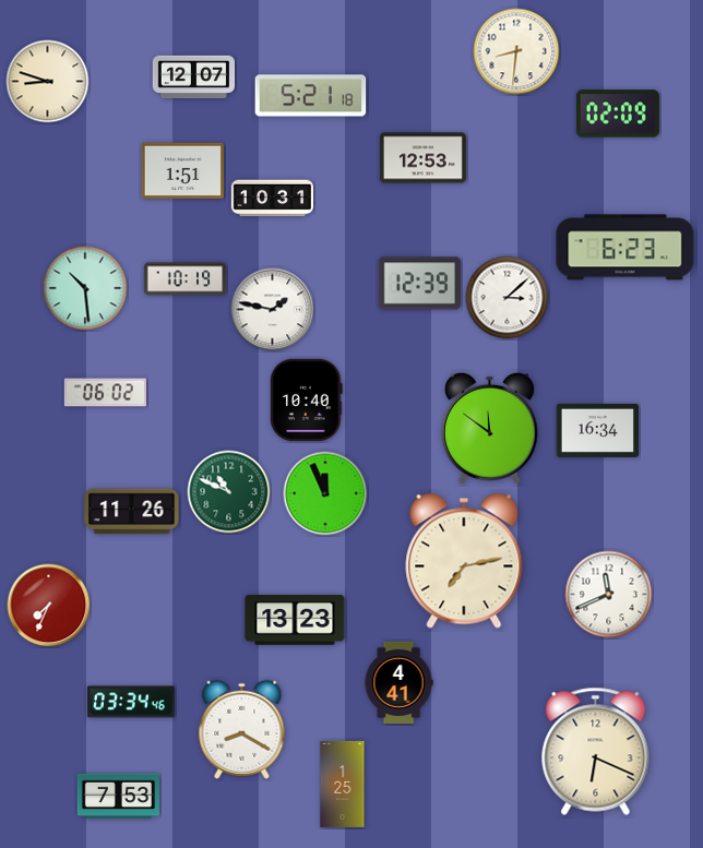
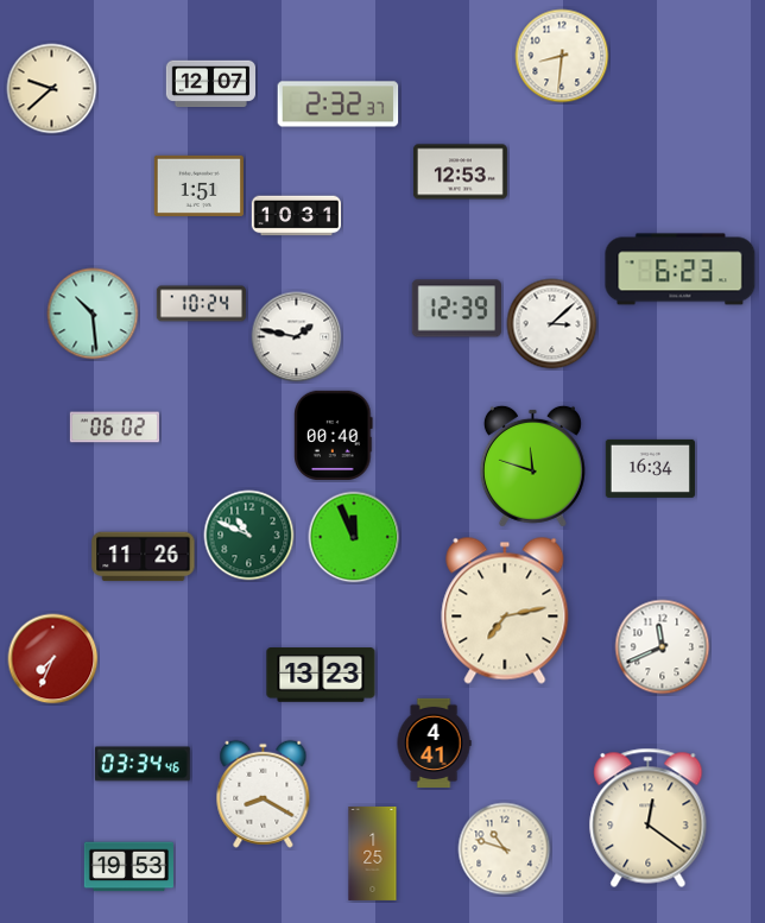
clock at (48, 82): 8:48 -> 9:38
clock at (311, 96): 5:21 -> 2:32
clock at (618, 114): 02:09 -> none
clock at (184, 279): 10:19 -> 10:24
clock at (307, 399): 10:40 -> 00:40
clock at (489, 428): 11:51 -> 11:48
clock at (596, 751): 6:19 -> 12:21
clock at (505, 849): none -> 10:48
clock at (118, 797): 7:53 -> 19:53
